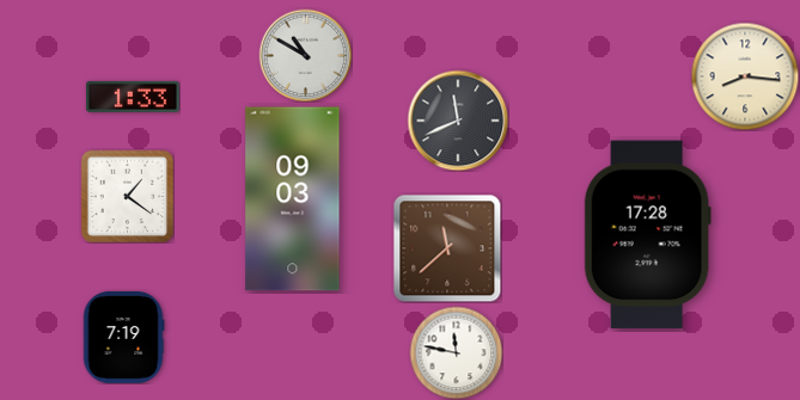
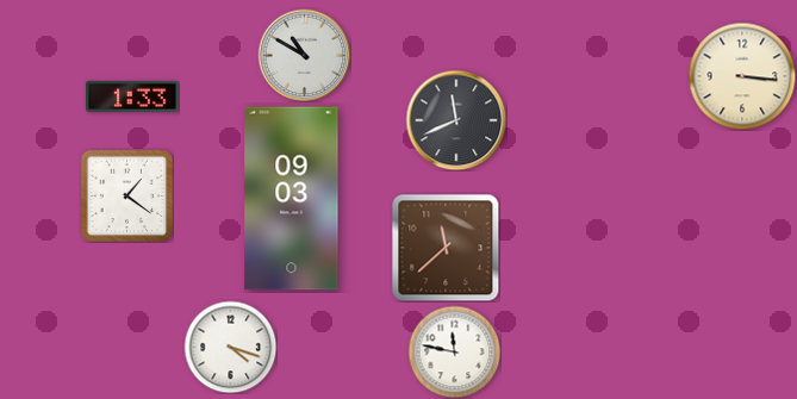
clock at (745, 76): 8:16 -> 3:16
clock at (647, 235): 17:28 -> none
clock at (123, 338): 7:19 -> none
clock at (230, 347): none -> 4:18
